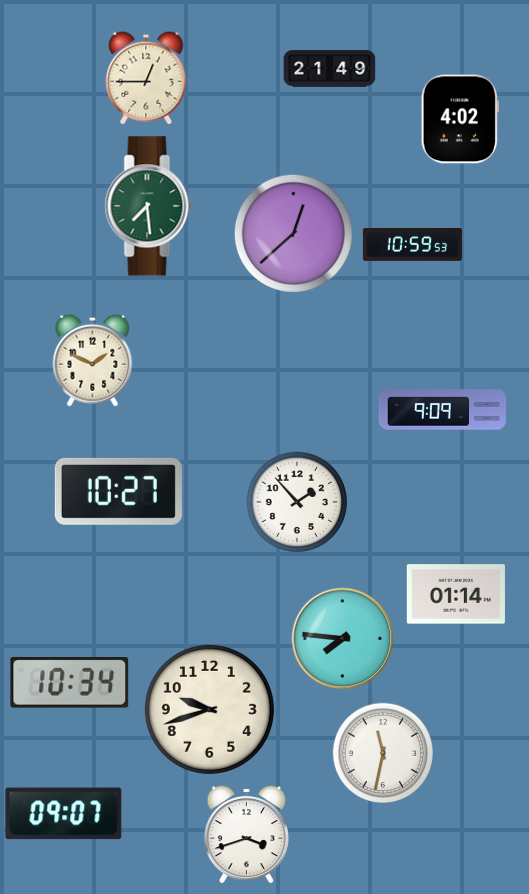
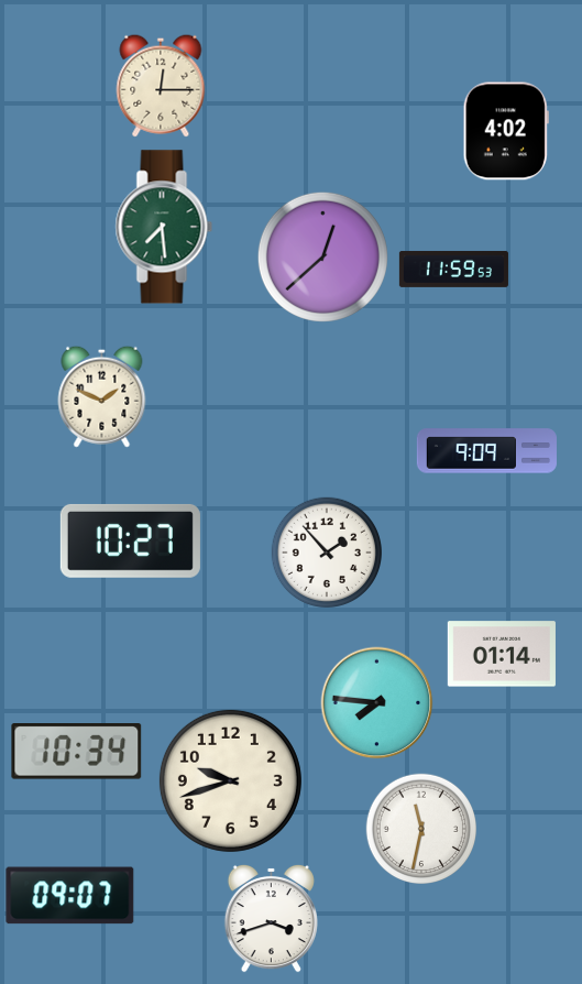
clock at (330, 69): 21:49 -> none
clock at (146, 78): 12:45 -> 12:15
clock at (412, 244): 10:59 -> 11:59
